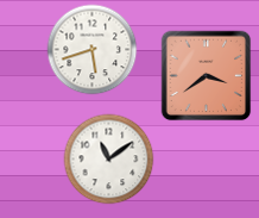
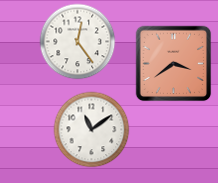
clock at (93, 50): 5:42 -> 12:24
clock at (109, 160) position: (109, 160) -> (92, 130)
